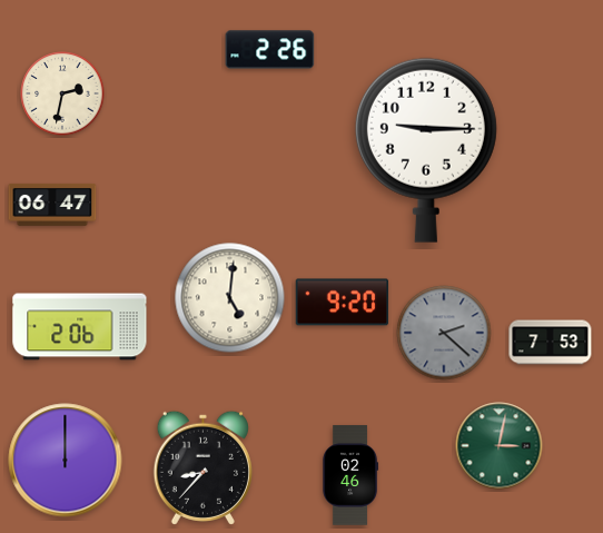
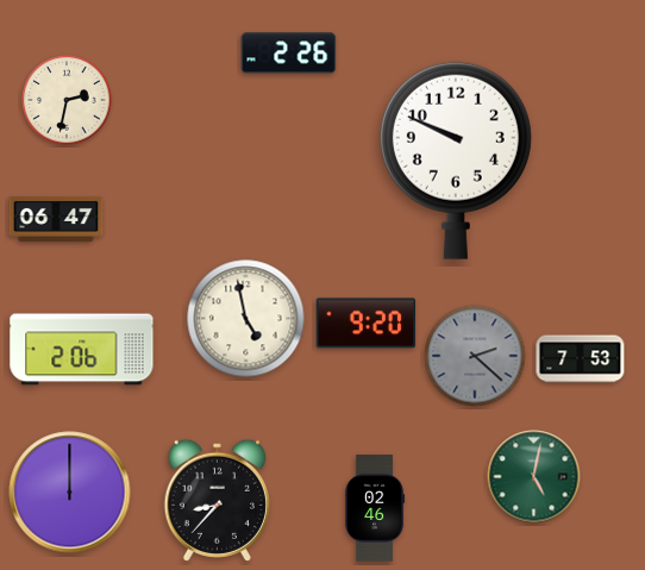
clock at (426, 150): 9:15 -> 9:49
clock at (230, 298): 5:01 -> 4:58
clock at (80, 327) position: (80, 327) -> (82, 350)
clock at (551, 343) position: (551, 343) -> (581, 359)
clock at (500, 446): 3:02 -> 5:02
